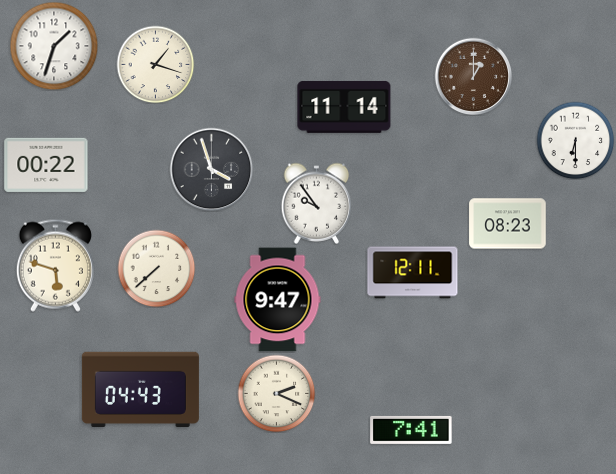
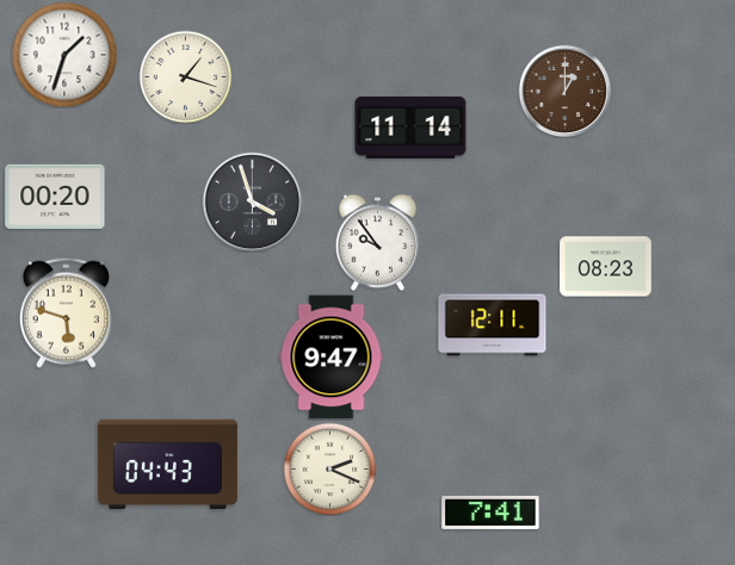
clock at (575, 140): 6:30 -> none
clock at (46, 165): 00:22 -> 00:20
clock at (55, 265) position: (55, 265) -> (66, 312)
clock at (156, 268): 7:38 -> none
